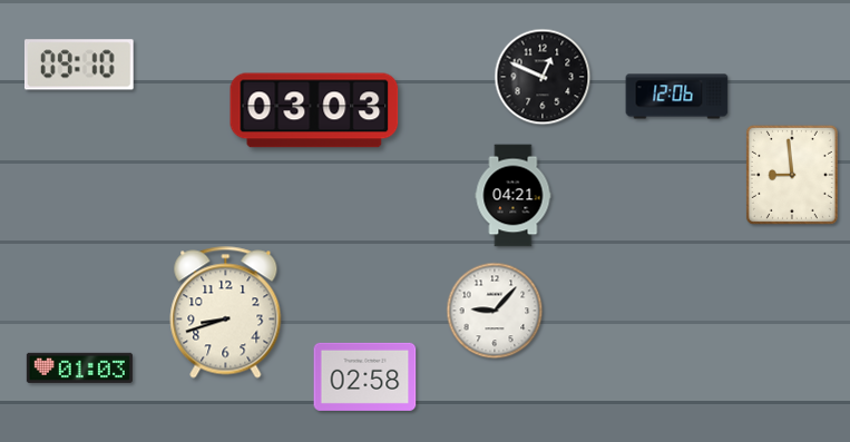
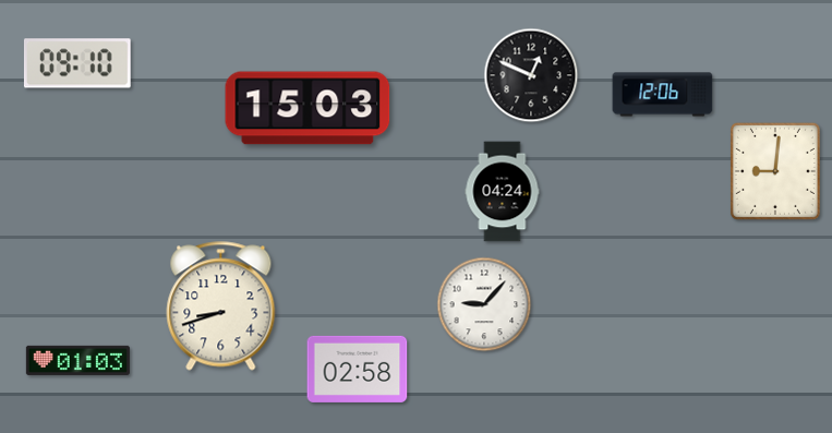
clock at (314, 110): 03:03 -> 15:03
clock at (792, 175): 8:59 -> 9:01
clock at (514, 196): 04:21 -> 04:24
